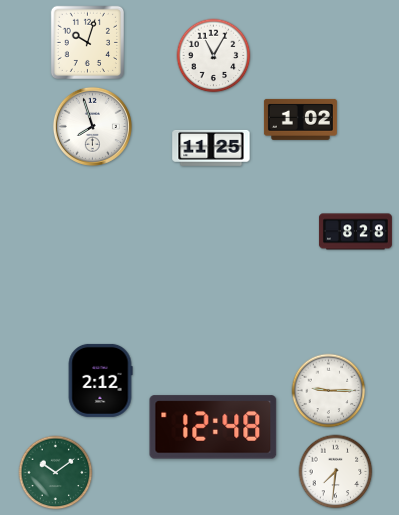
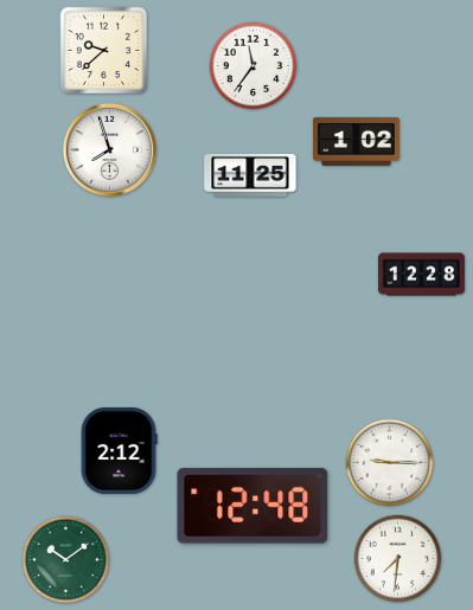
clock at (87, 42): 10:03 -> 9:38
clock at (214, 56): 11:05 -> 11:36
clock at (355, 232): 8:28 -> 12:28
